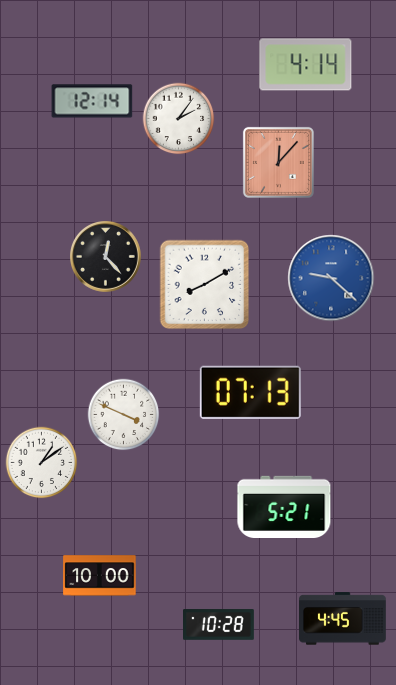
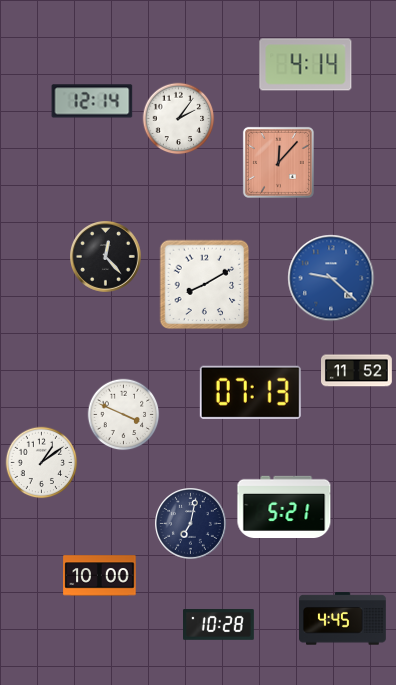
clock at (357, 371): none -> 11:52
clock at (191, 524): none -> 7:02
